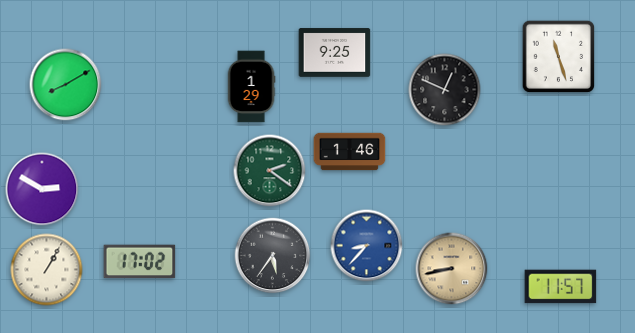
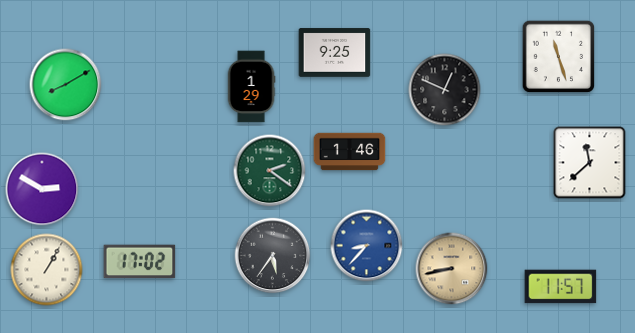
clock at (590, 163): none -> 11:38
